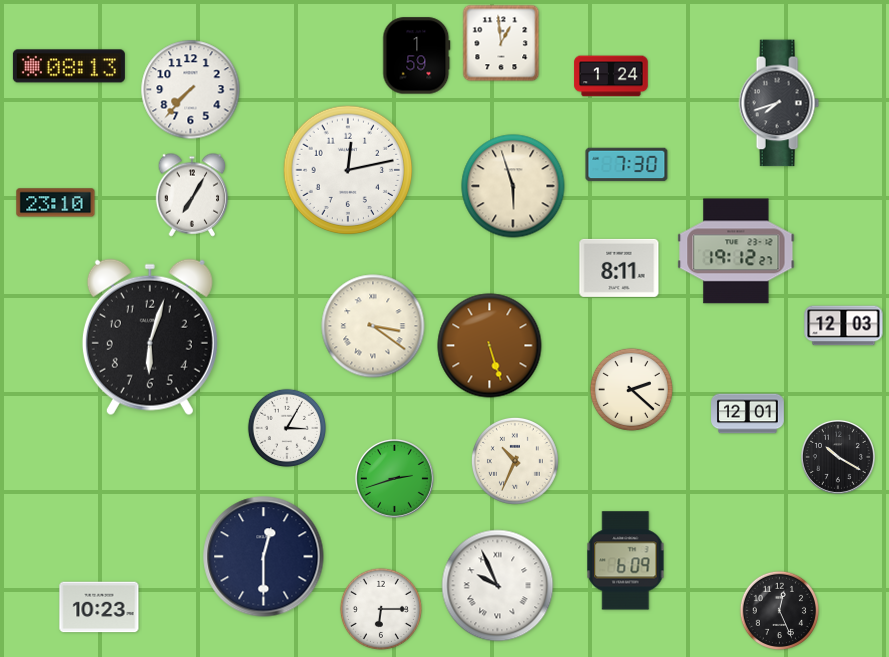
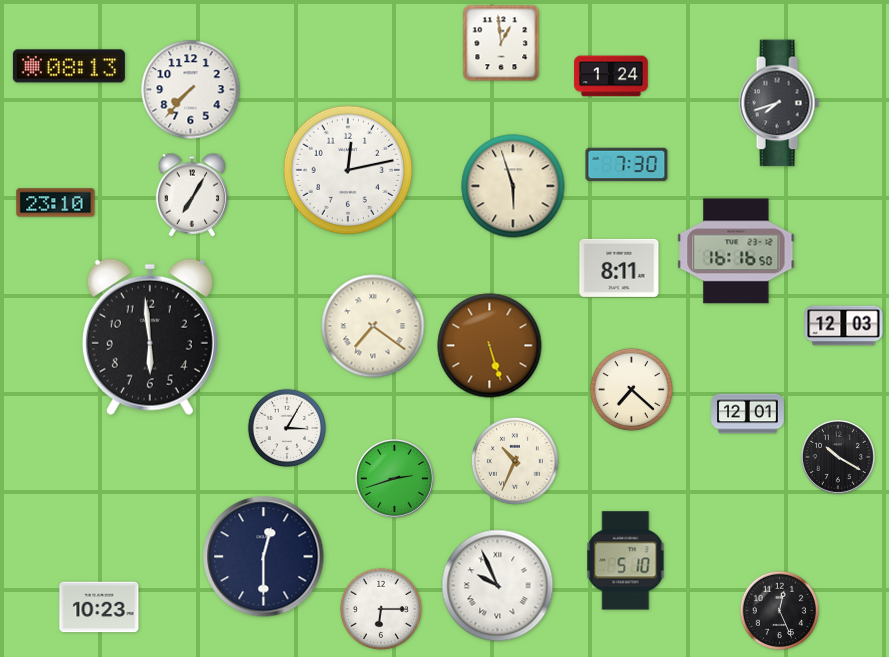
clock at (417, 56): 1:59 -> none
clock at (736, 251): 19:12 -> 16:16
clock at (373, 326): 3:21 -> 7:21
clock at (150, 337): 6:03 -> 5:59
clock at (631, 389): 2:22 -> 7:22
clock at (626, 561): 6:09 -> 5:10
